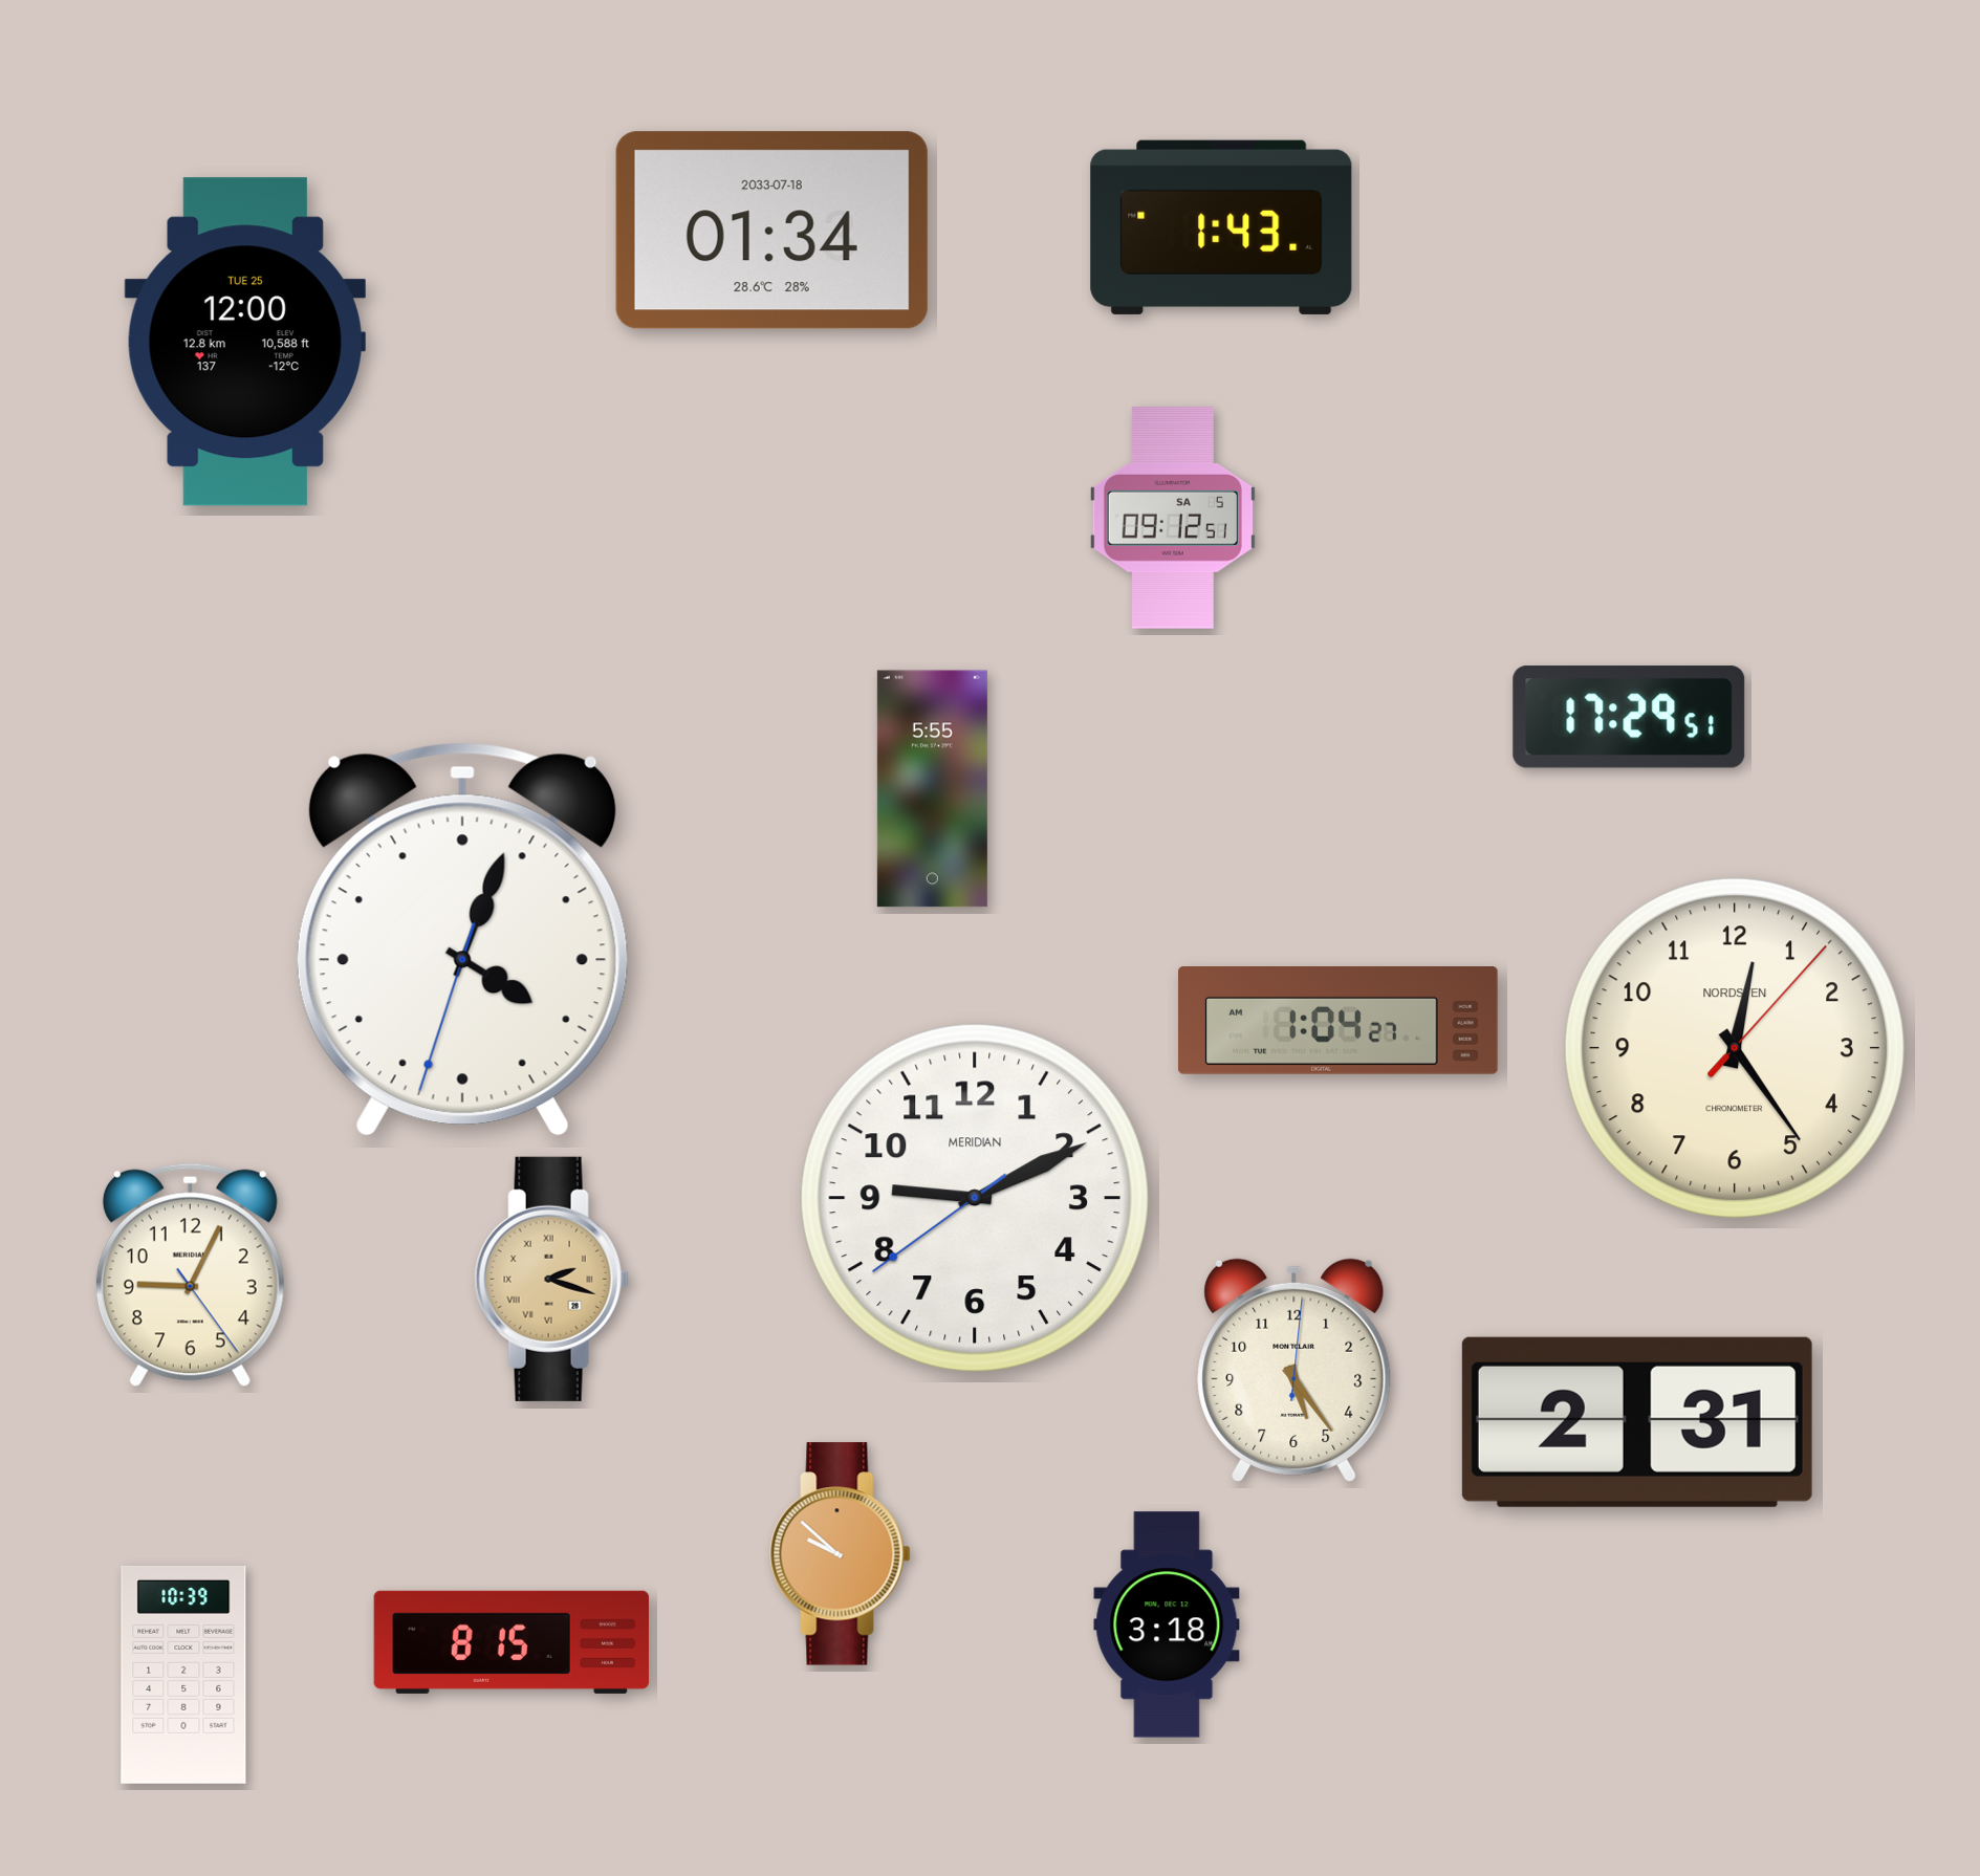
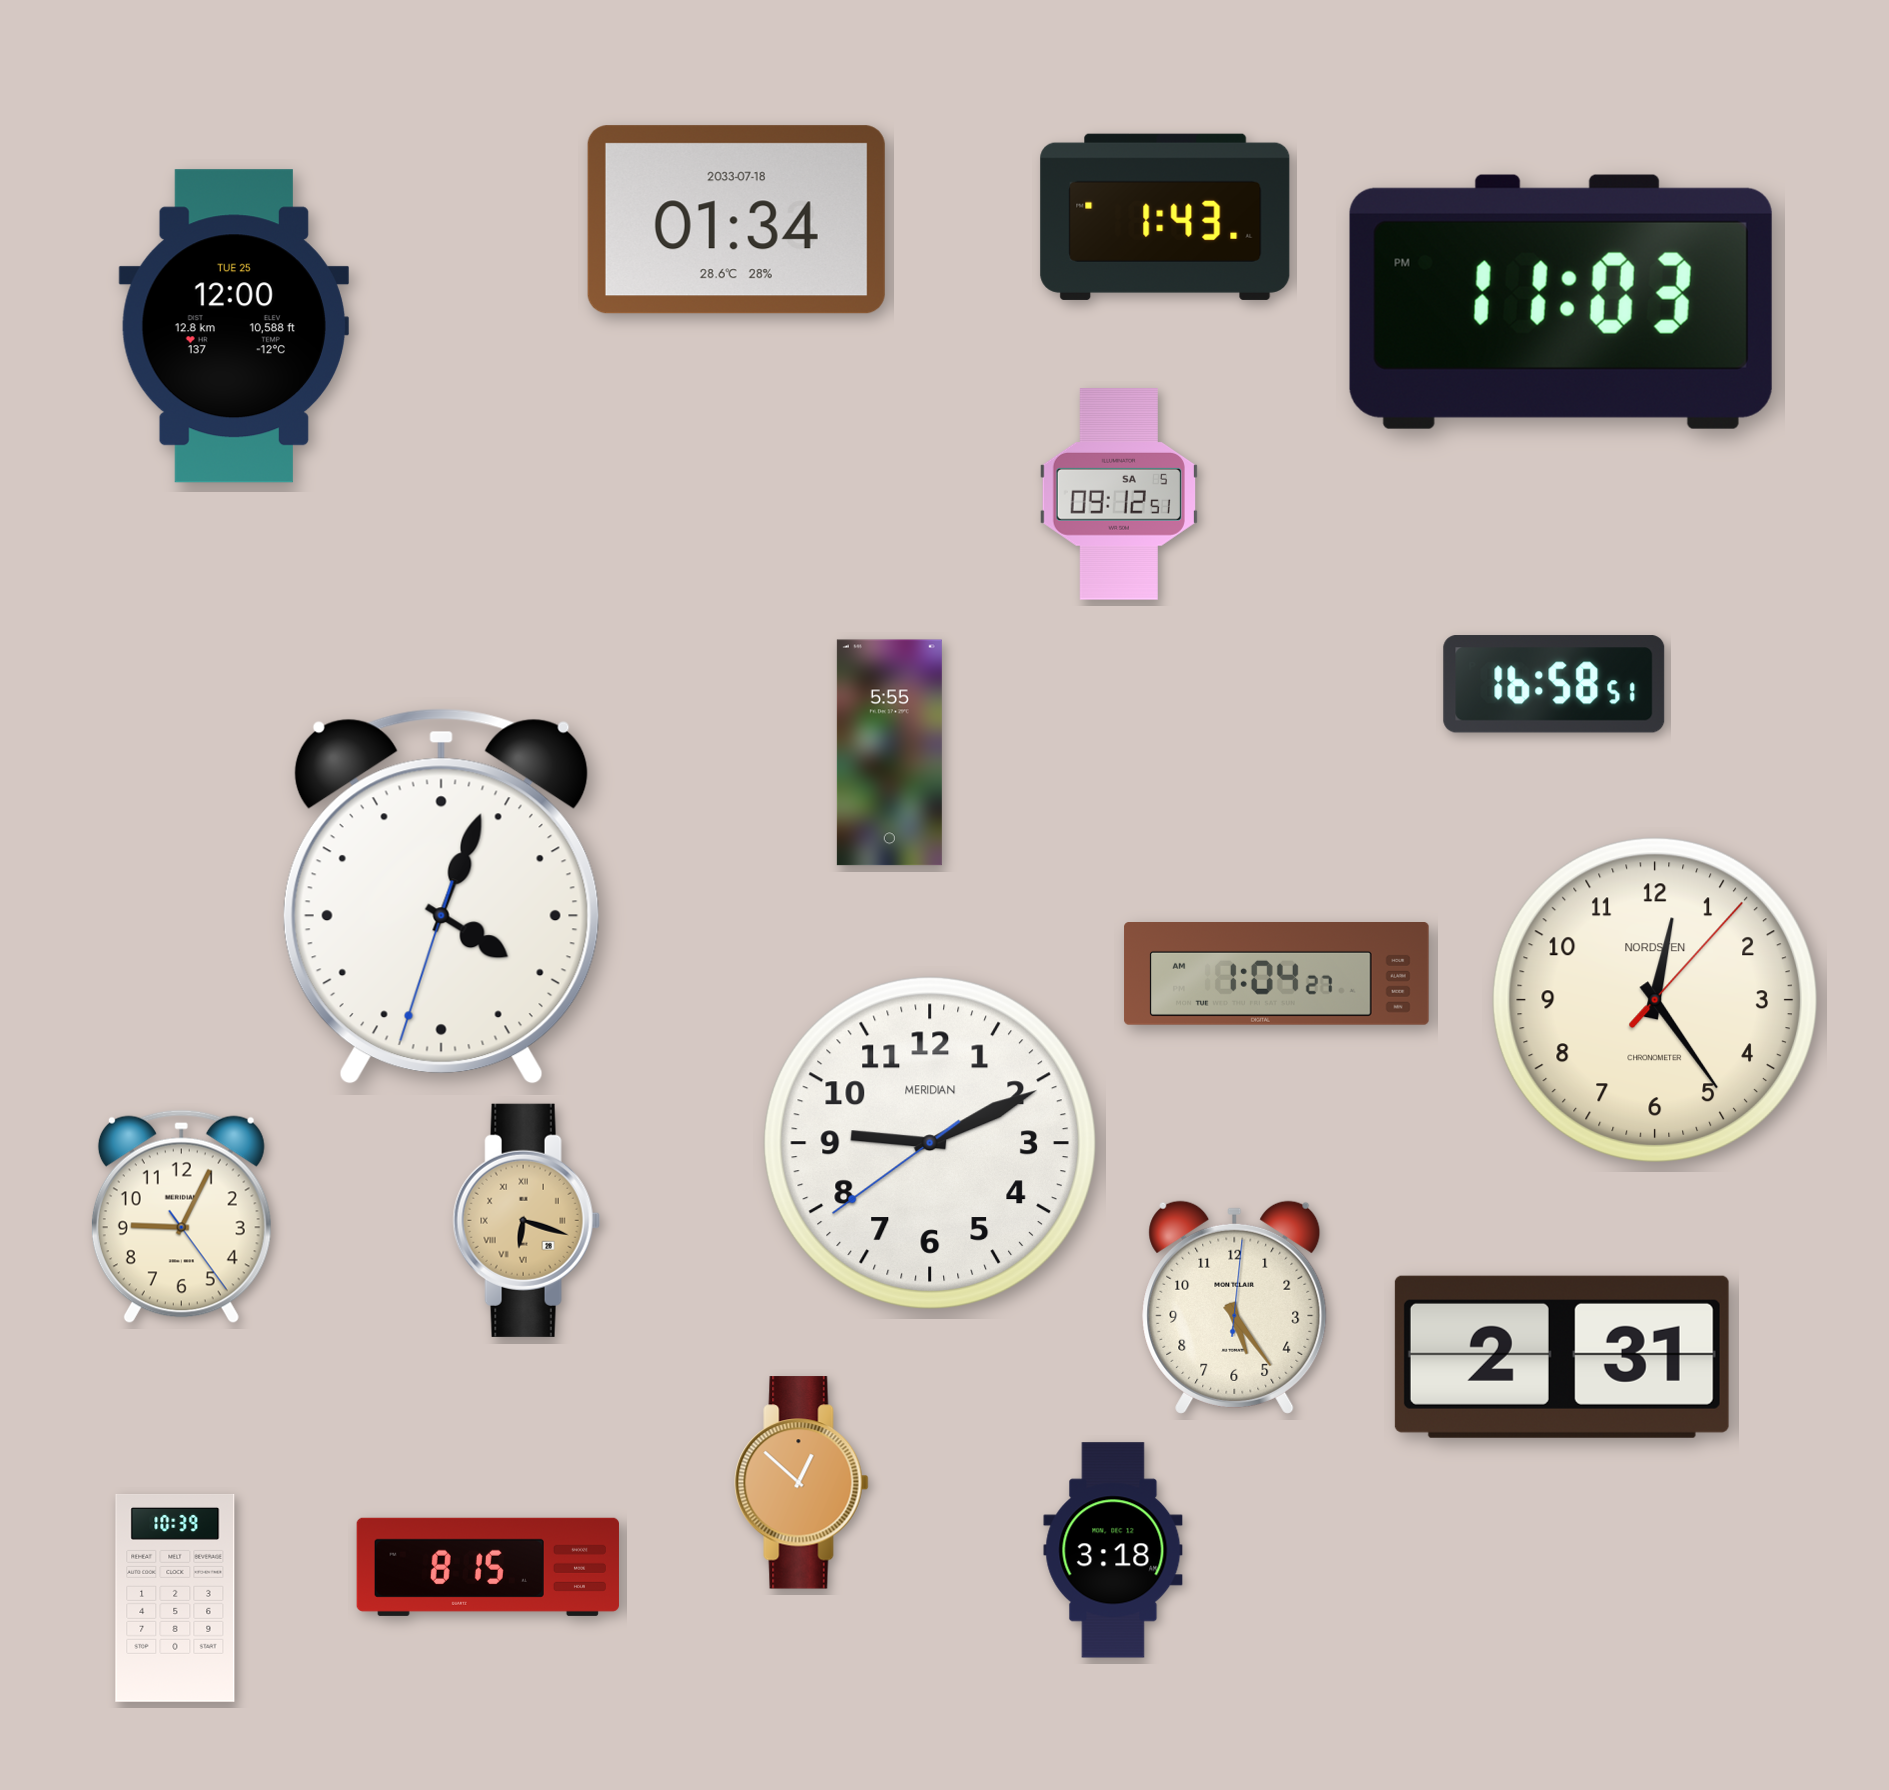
clock at (1561, 302): none -> 11:03
clock at (1629, 717): 17:29 -> 16:58
clock at (551, 1279): 2:18 -> 6:18
clock at (841, 1554): 9:52 -> 12:52
